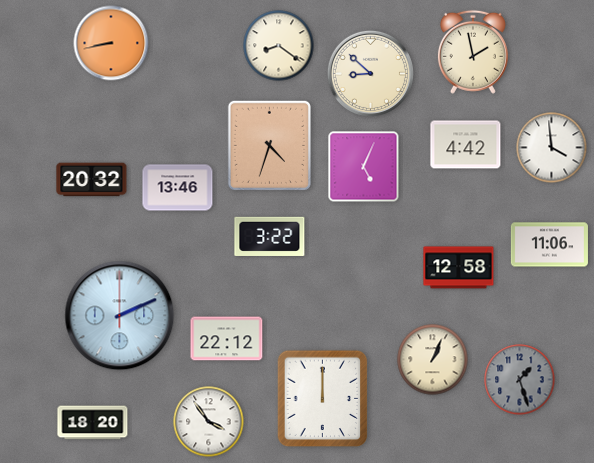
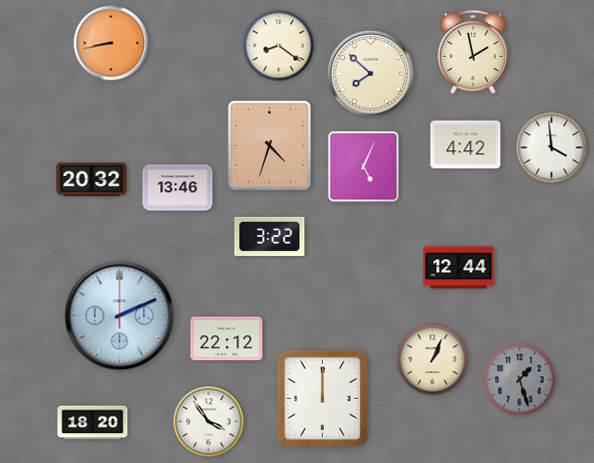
clock at (370, 73): 8:52 -> 7:52
clock at (549, 245): 11:06 -> none
clock at (459, 268): 12:58 -> 12:44
